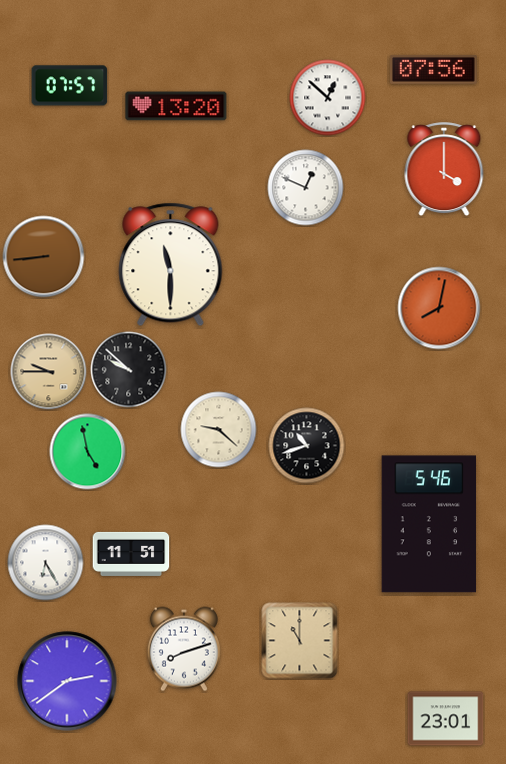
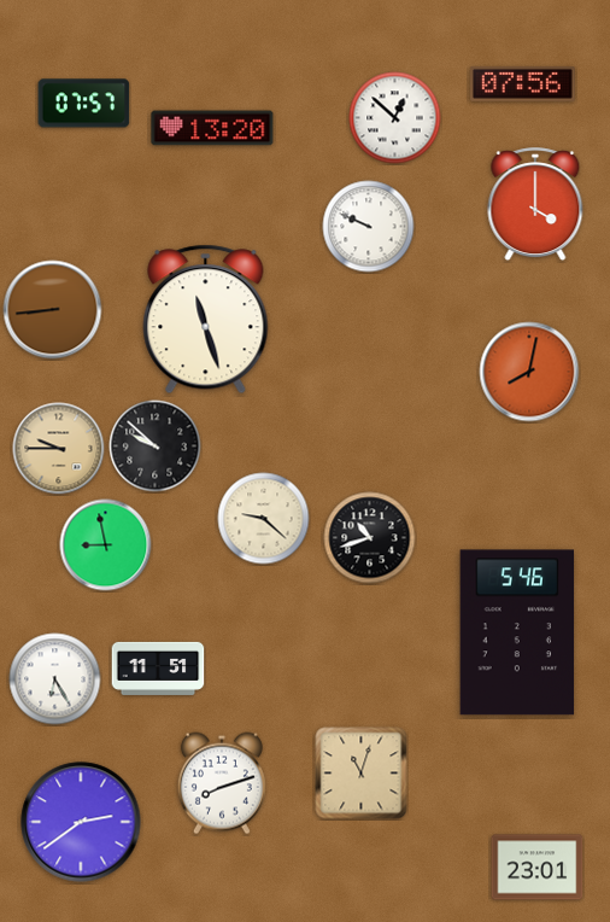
clock at (306, 188): 12:49 -> 9:49
clock at (171, 265): 11:30 -> 11:27
clock at (88, 452): 4:58 -> 8:58
clock at (300, 641): 11:00 -> 11:03
